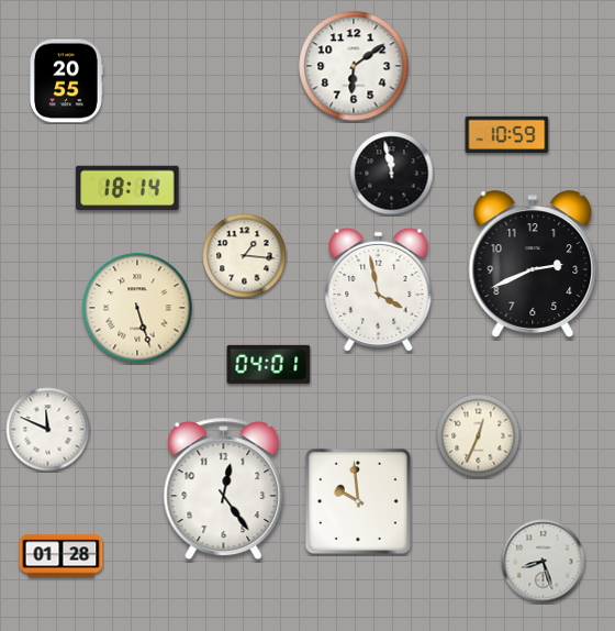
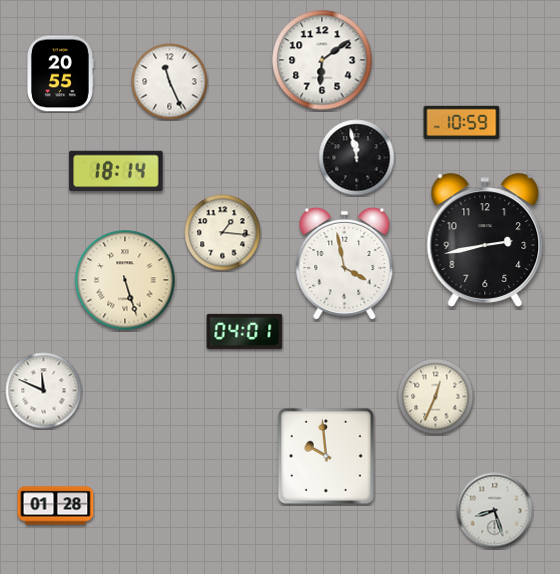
clock at (170, 82): none -> 11:26
clock at (533, 264): 2:41 -> 2:43
clock at (224, 489): 12:24 -> none
